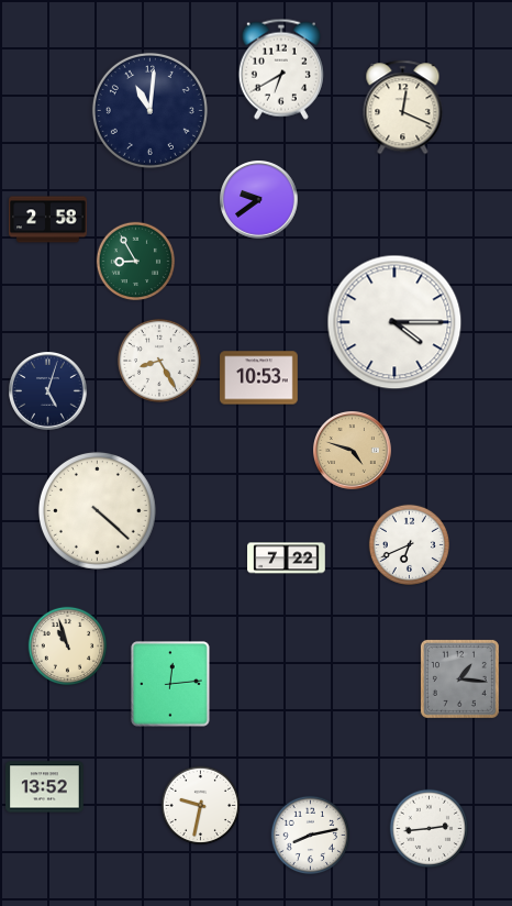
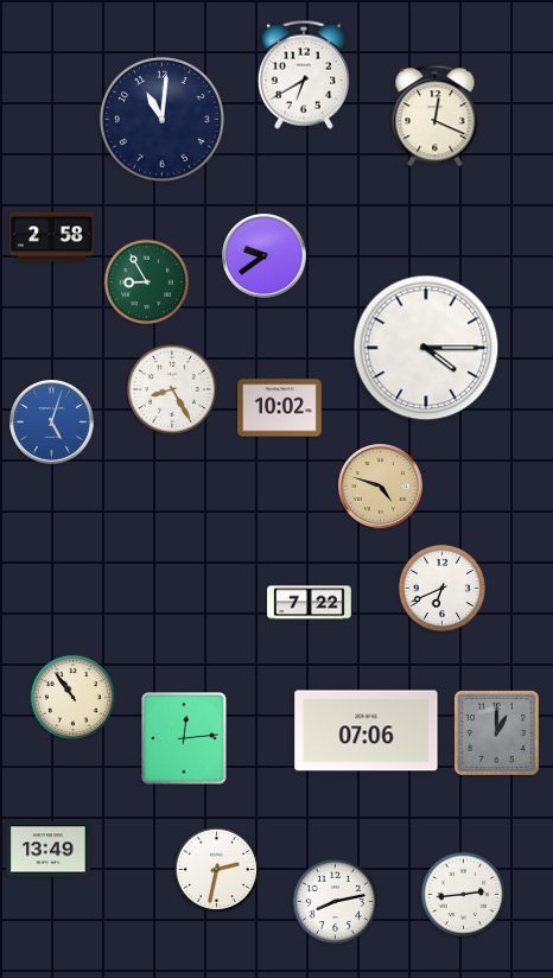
clock at (259, 200) position: (259, 200) -> (265, 256)
clock at (259, 378): 10:53 -> 10:02
clock at (48, 391) dial: navy -> blue
clock at (97, 510): 4:22 -> none
clock at (68, 647): 10:57 -> 10:54
clock at (367, 731): none -> 07:06
clock at (459, 678): 1:16 -> 1:00
clock at (45, 787): 13:52 -> 13:49
clock at (201, 806): 9:32 -> 2:32
